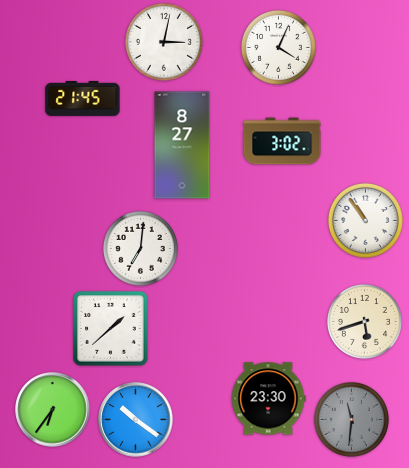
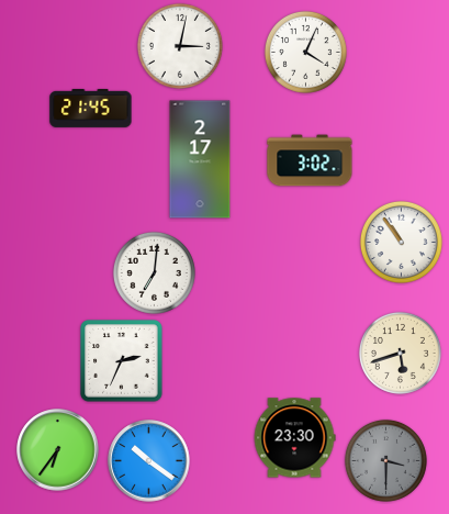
clock at (282, 141) position: (282, 141) -> (310, 160)
clock at (182, 145): 8:27 -> 2:17
clock at (111, 329): 1:38 -> 2:34
clock at (351, 419): 11:31 -> 3:30
